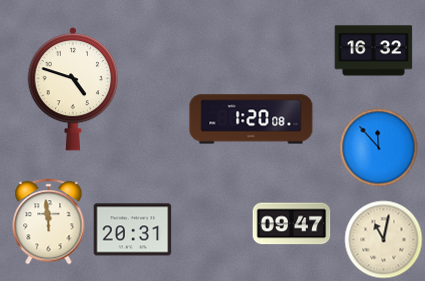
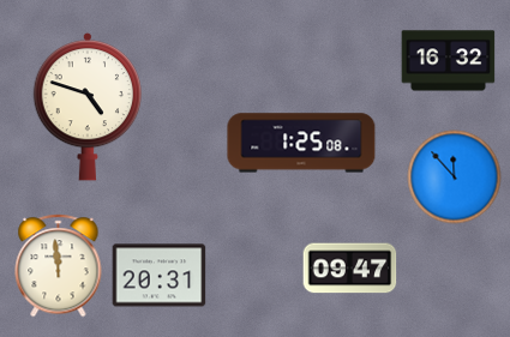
clock at (251, 119): 1:20 -> 1:25
clock at (383, 239): 11:02 -> none
